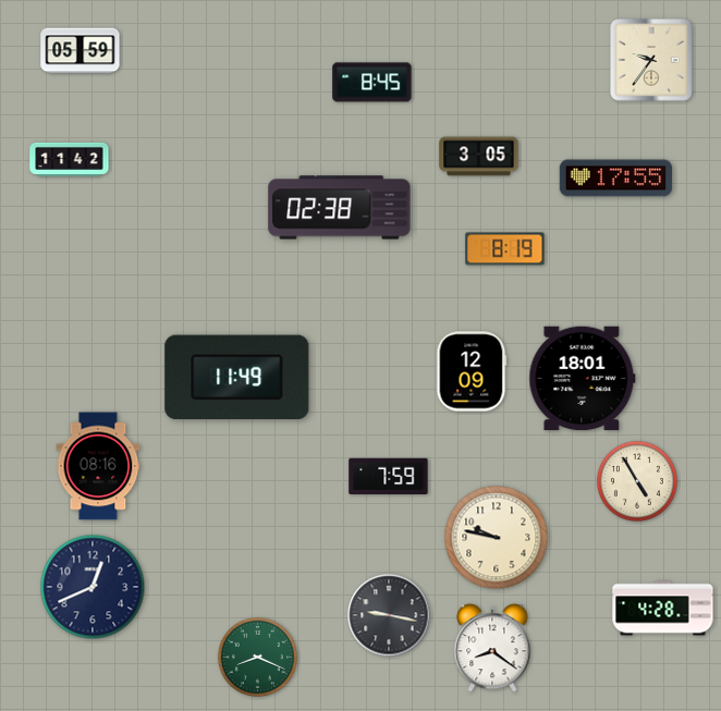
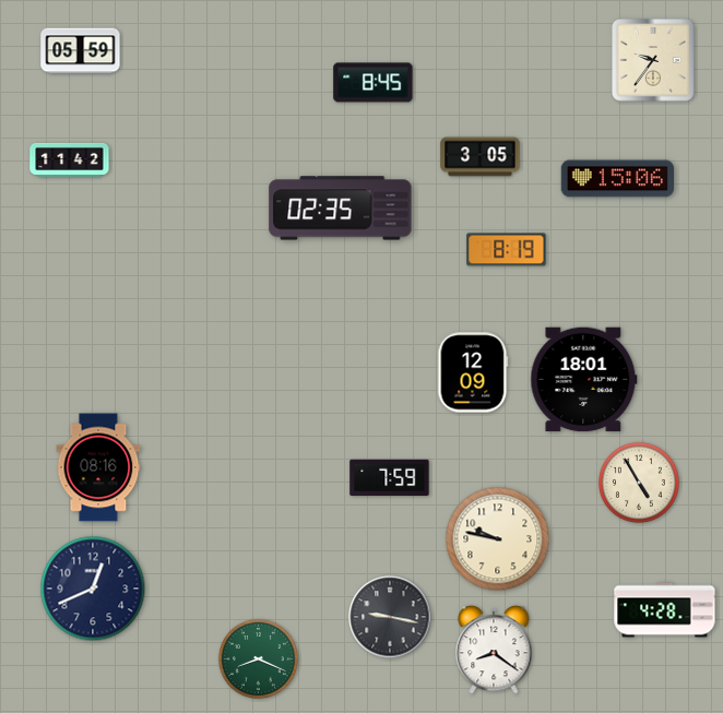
clock at (615, 179): 17:55 -> 15:06
clock at (340, 208): 02:38 -> 02:35
clock at (237, 378): 11:49 -> none
